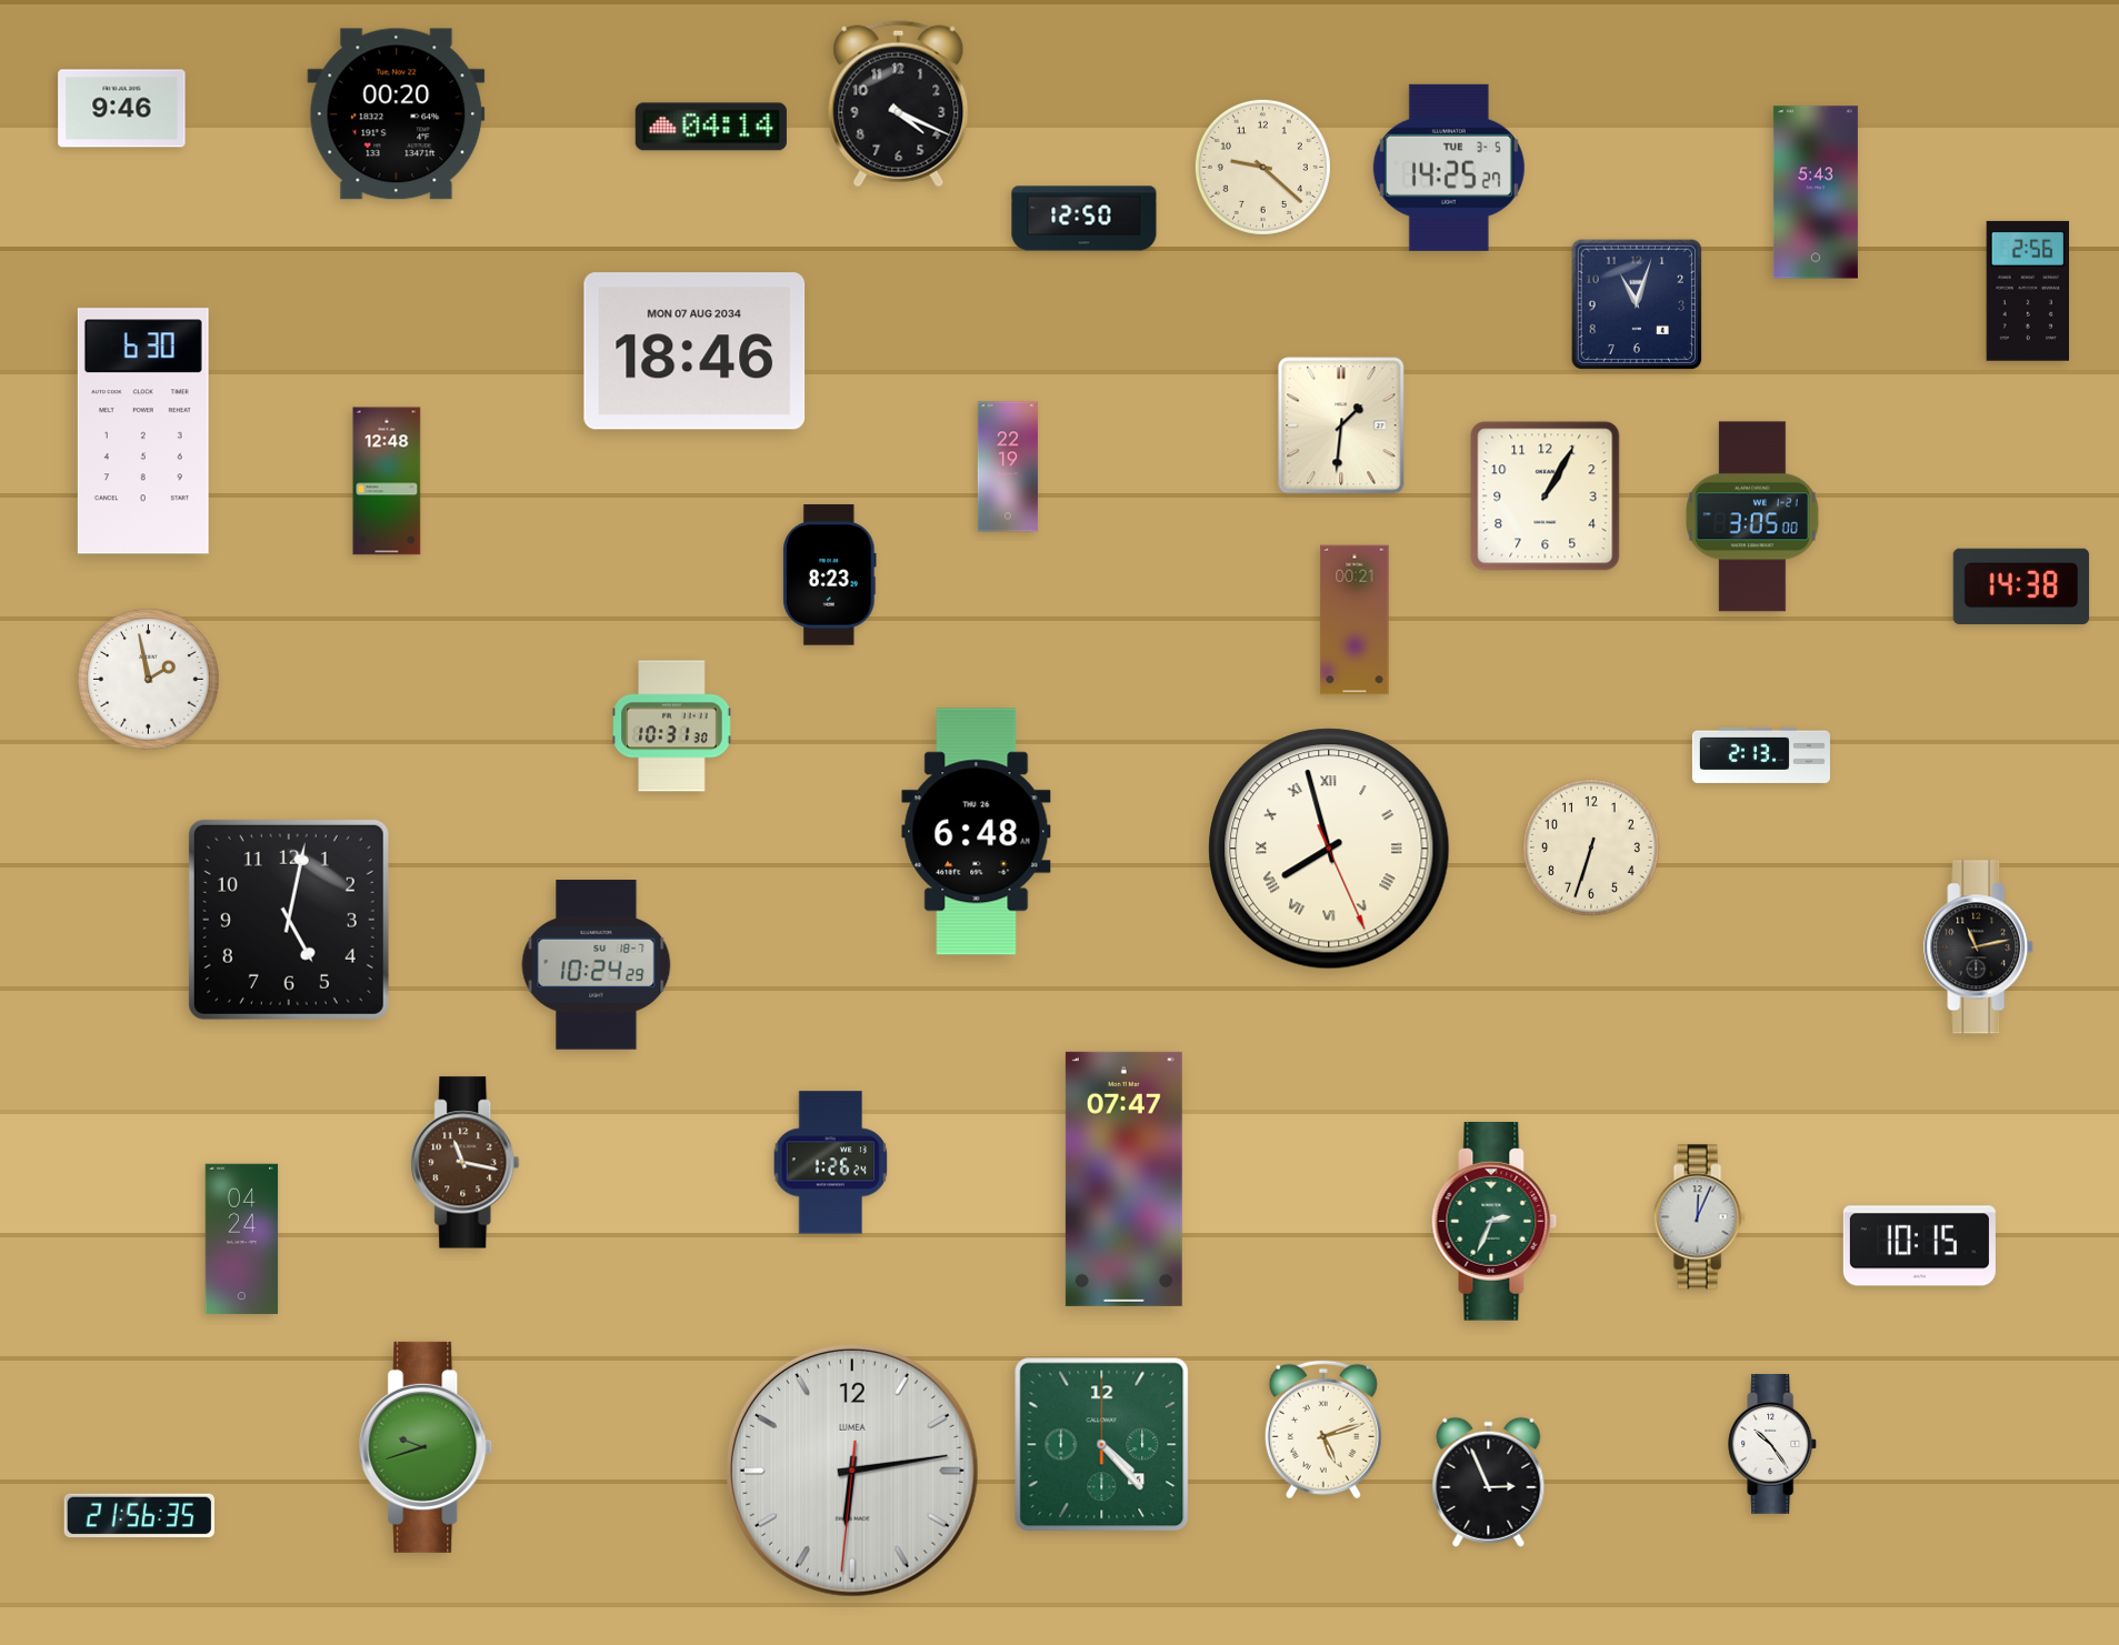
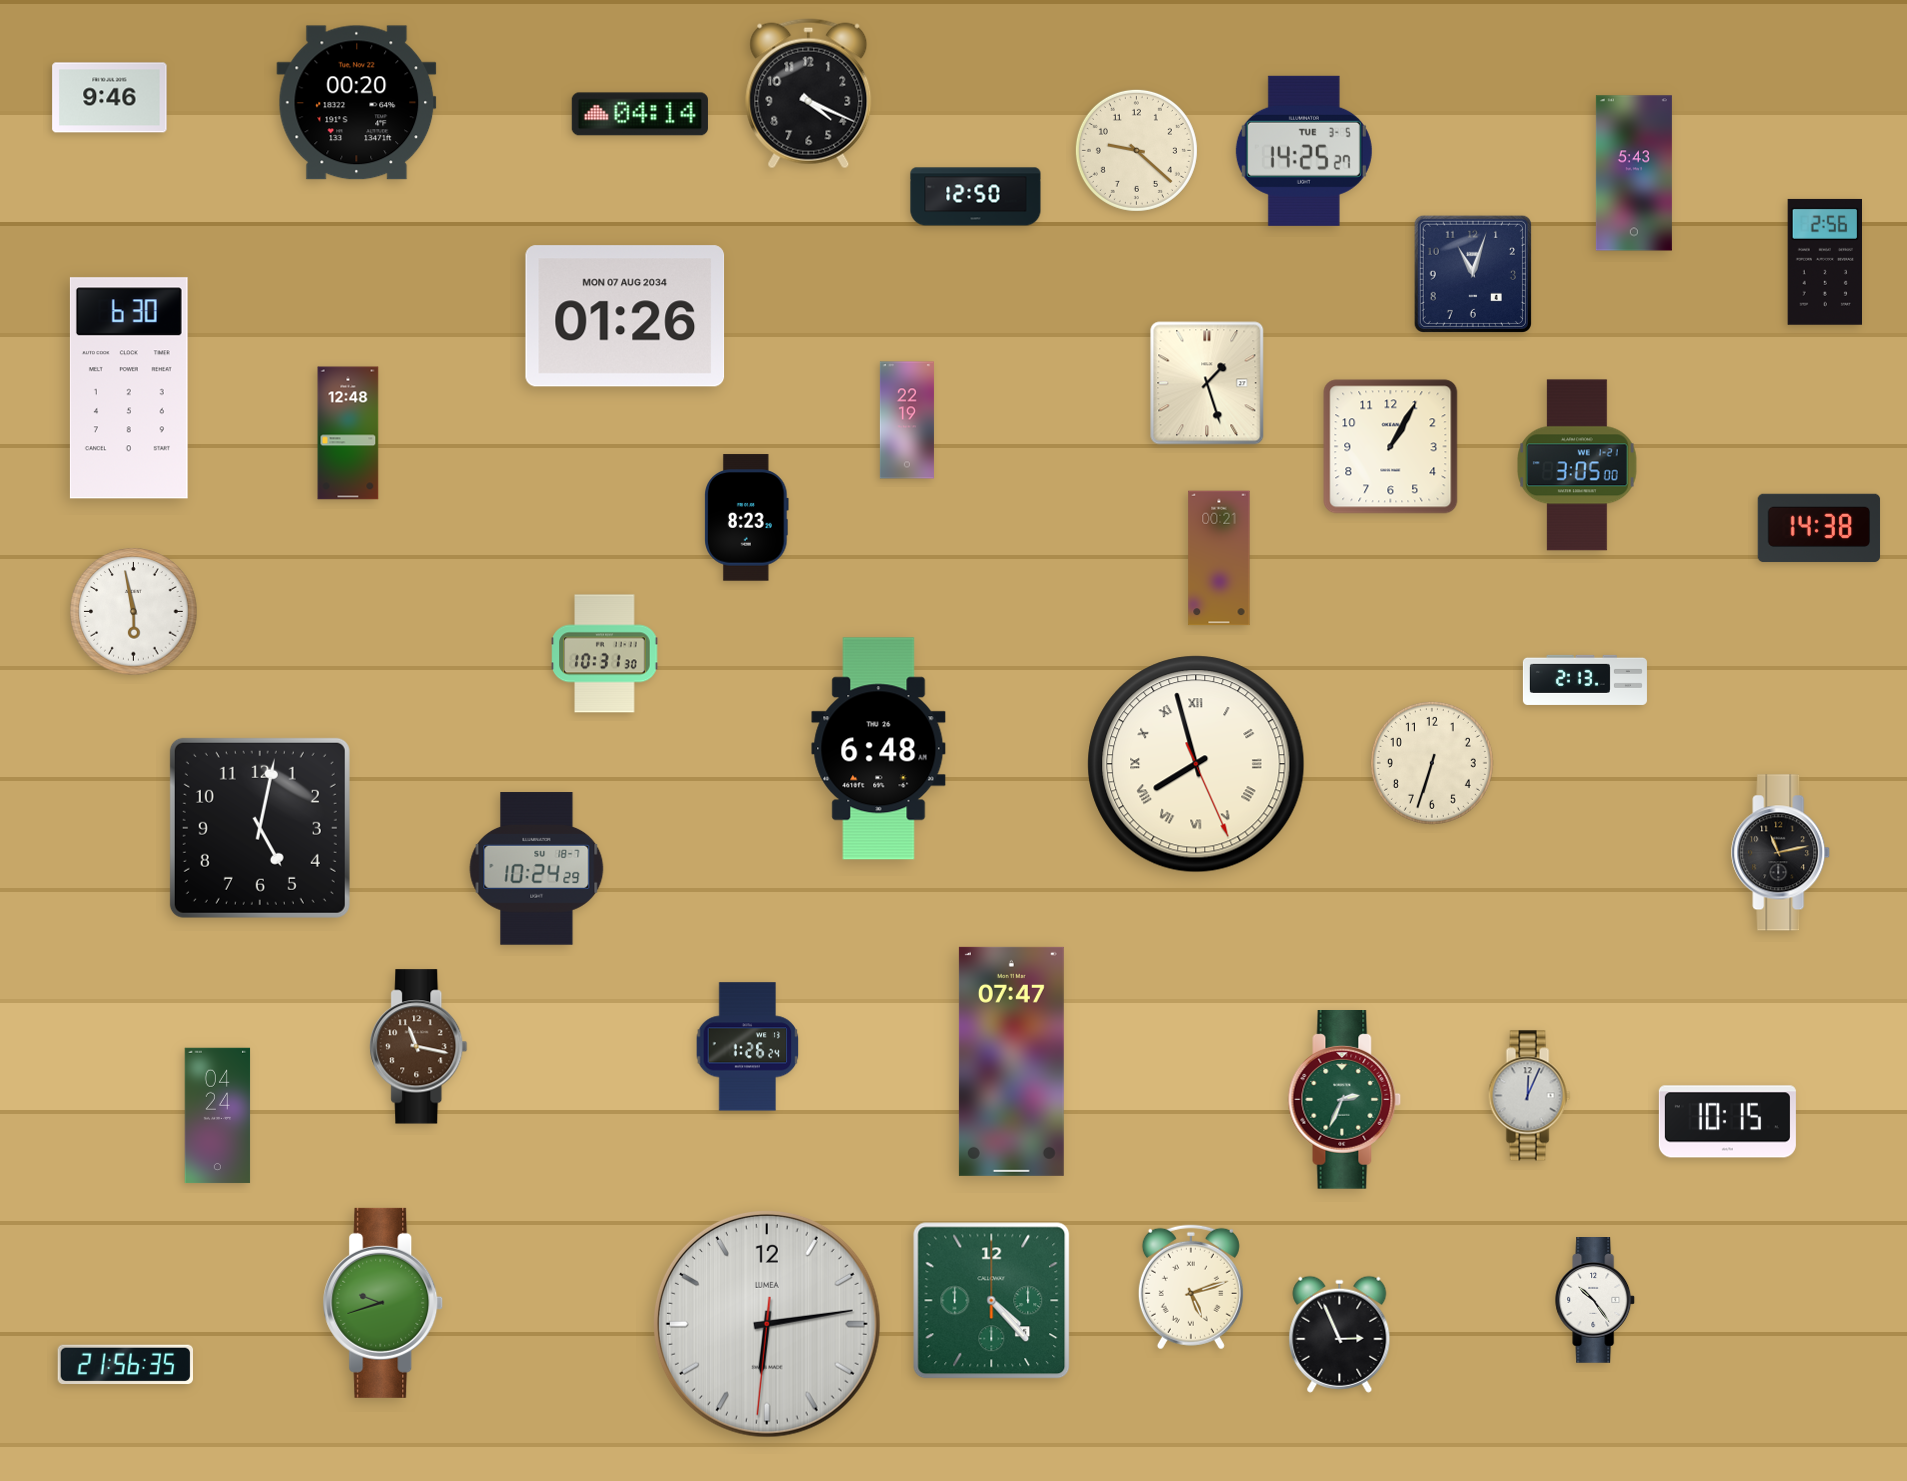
clock at (694, 351): 18:46 -> 01:26
clock at (1341, 425): 1:31 -> 1:27
clock at (149, 680): 1:58 -> 5:58
